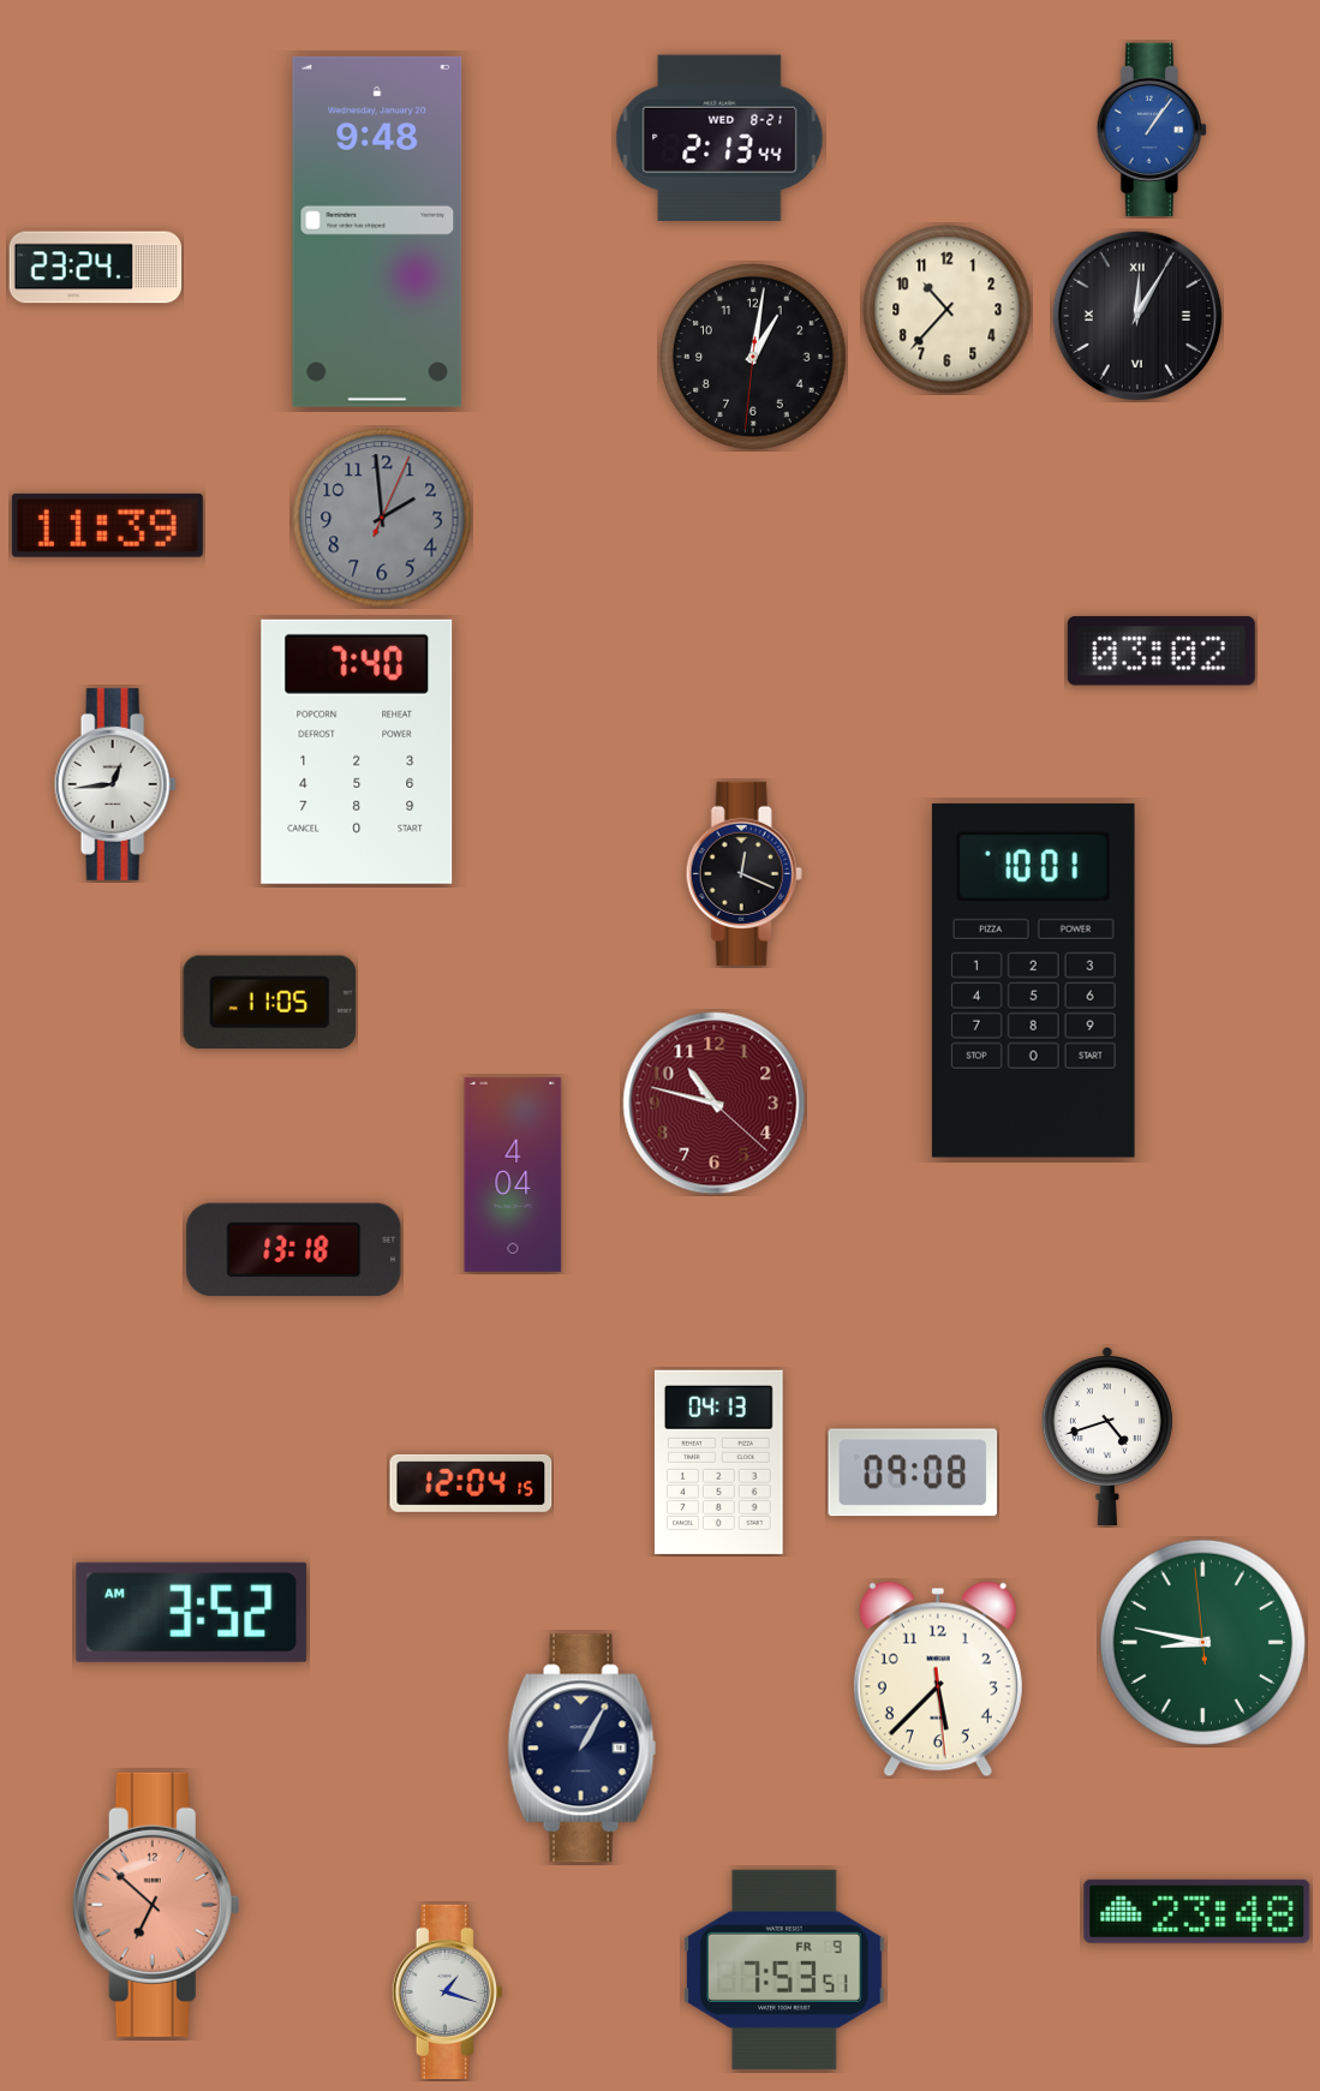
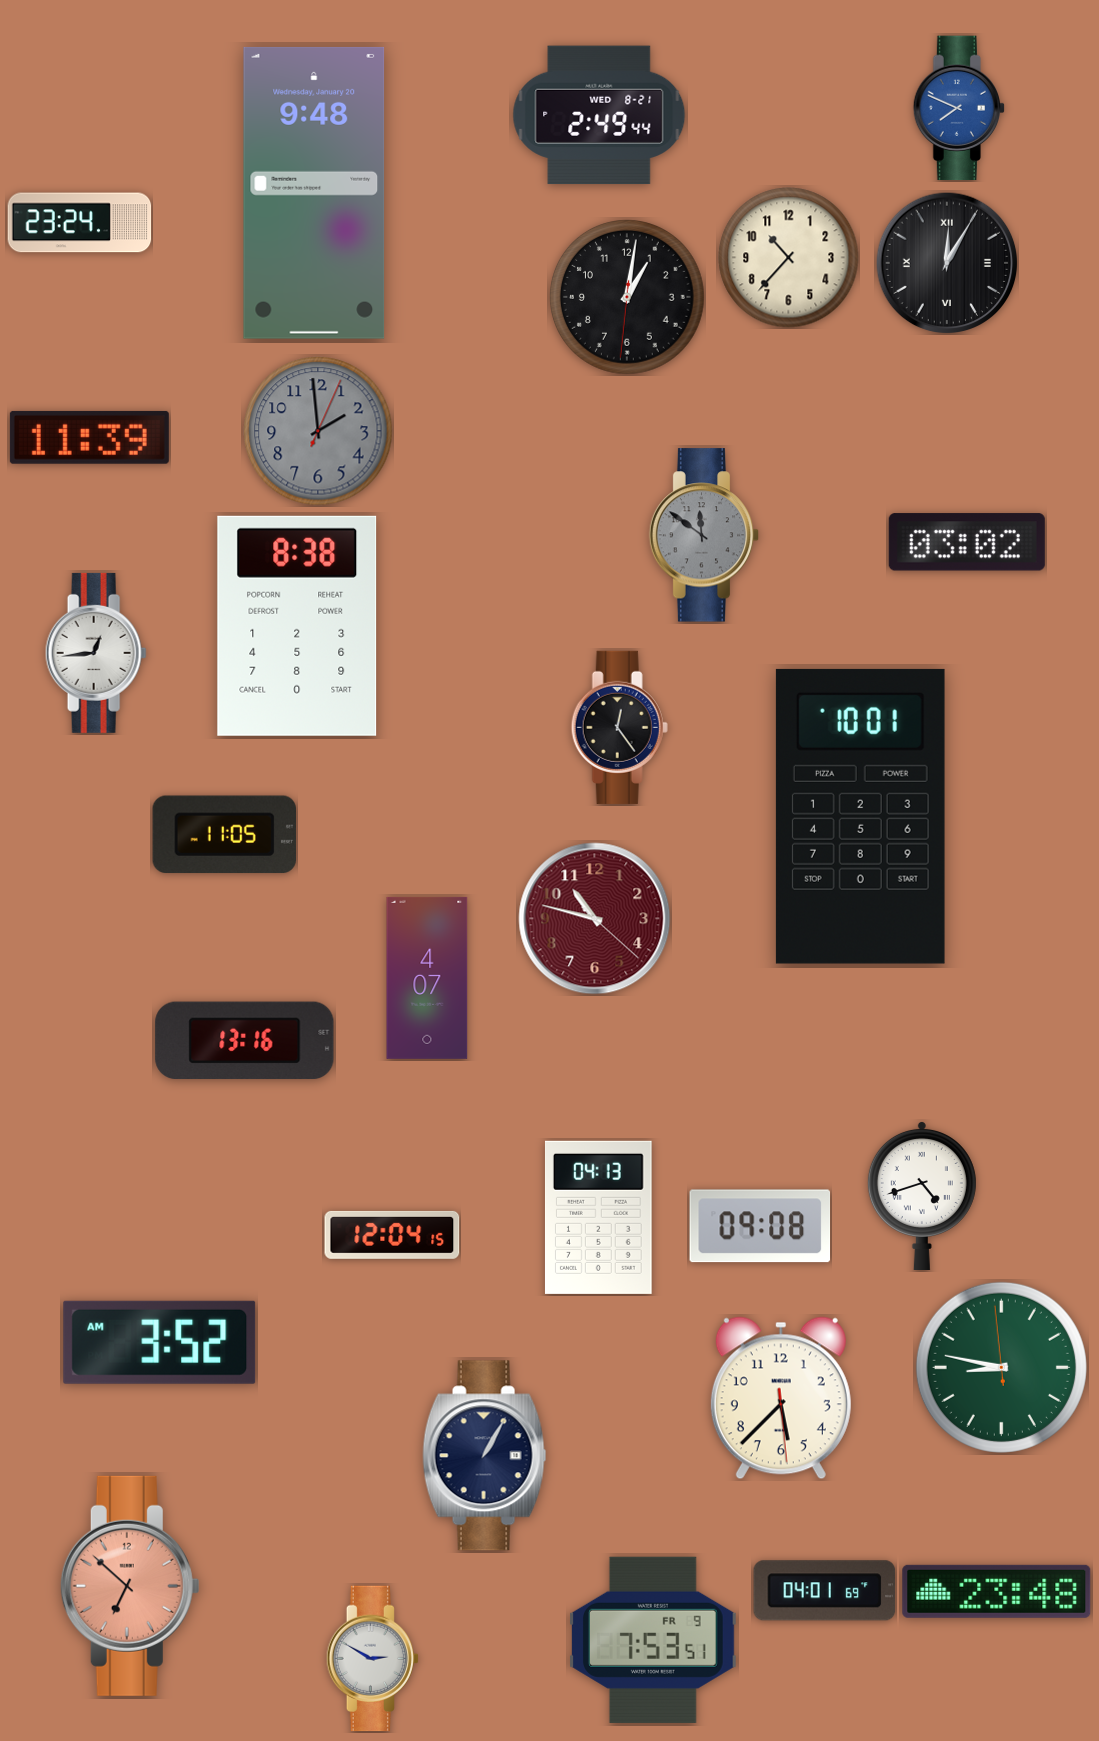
clock at (1152, 130): 1:06 -> 7:49
clock at (719, 138): 2:13 -> 2:49
clock at (704, 535): none -> 11:51
clock at (357, 752): 7:40 -> 8:38
clock at (743, 873): 12:19 -> 12:24
clock at (513, 1175): 4:04 -> 4:07
clock at (294, 1250): 13:18 -> 13:16
clock at (825, 1591): none -> 04:01
clock at (447, 1993): 1:18 -> 2:50
